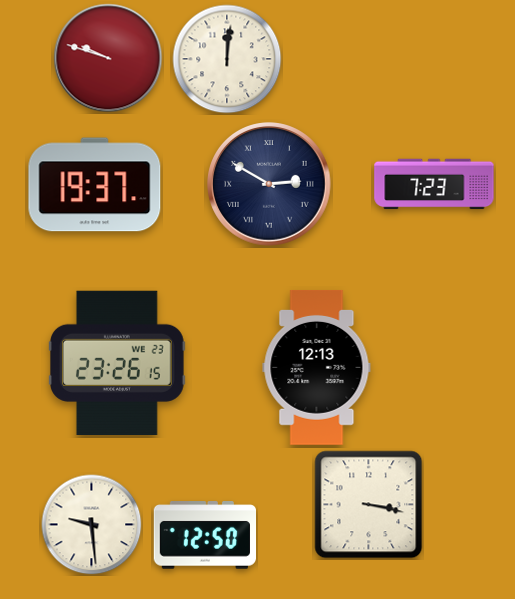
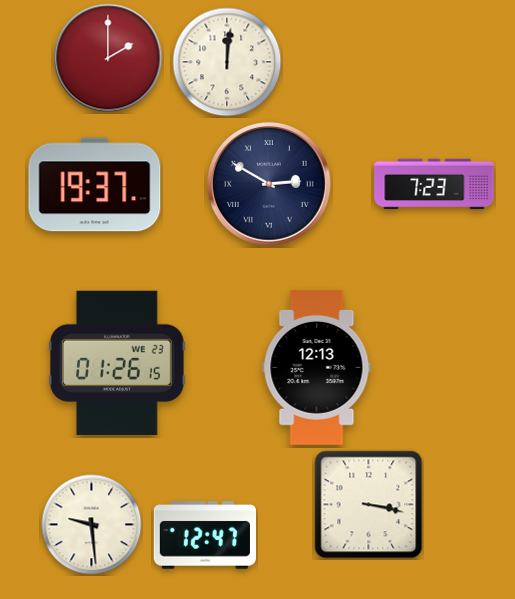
clock at (108, 58): 9:48 -> 2:00
clock at (227, 59) position: (227, 59) -> (227, 62)
clock at (117, 362): 23:26 -> 01:26
clock at (204, 535): 12:50 -> 12:47
